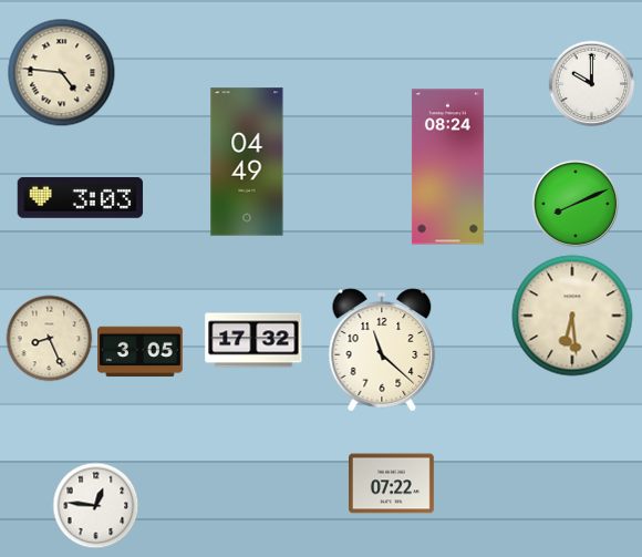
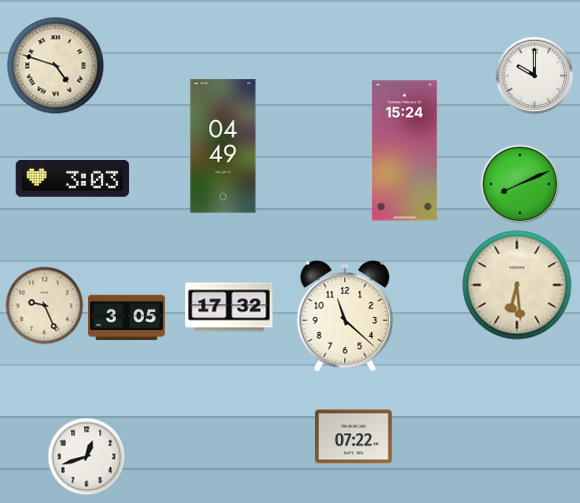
clock at (61, 72): 4:46 -> 4:48
clock at (447, 167): 08:24 -> 15:24
clock at (49, 338): 8:26 -> 9:26
clock at (95, 505): 12:46 -> 12:42
